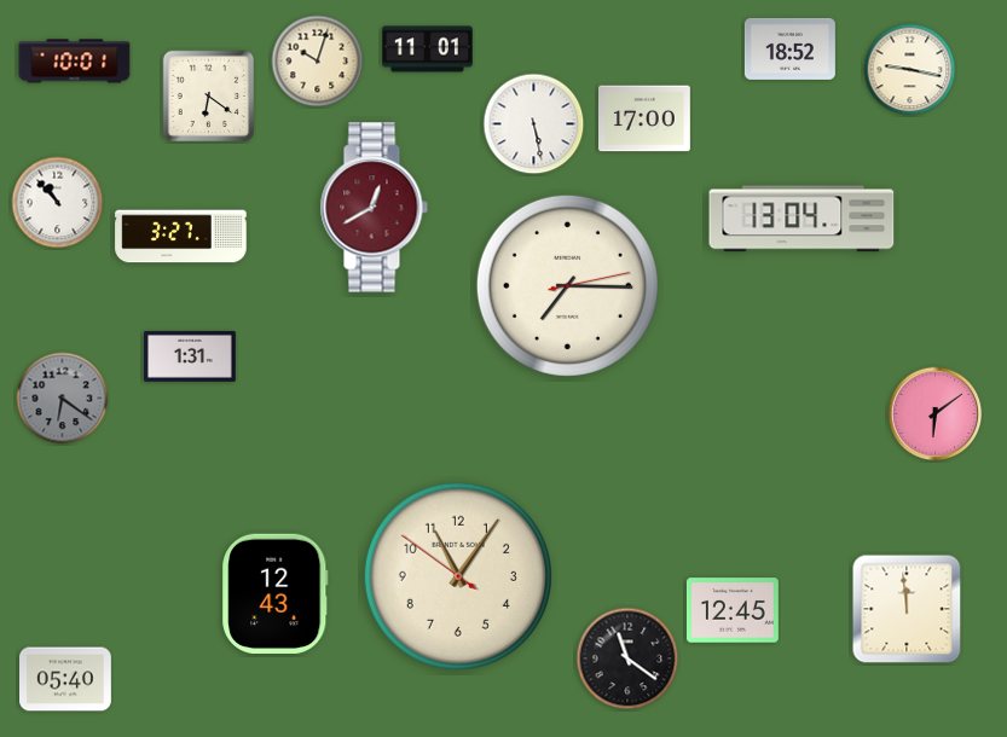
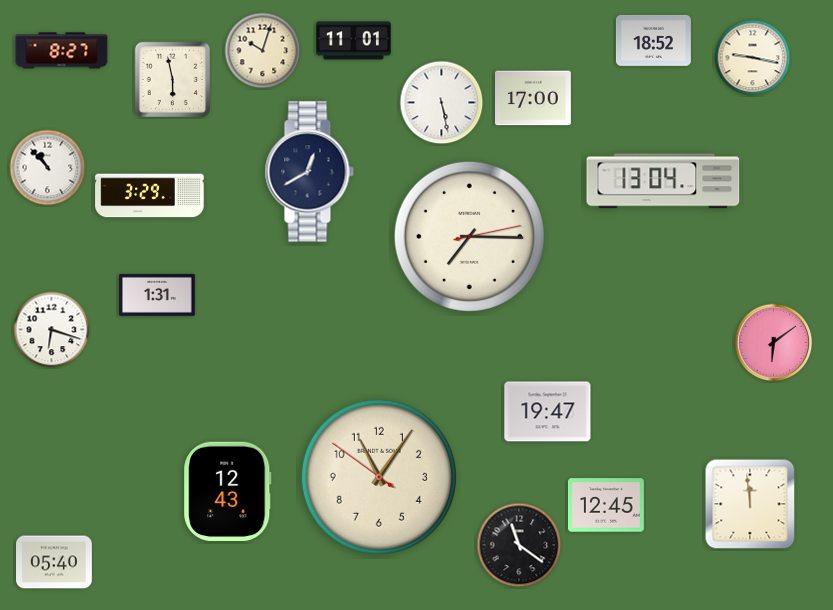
clock at (75, 62): 10:01 -> 8:27
clock at (209, 97): 6:21 -> 5:58
clock at (374, 208) dial: burgundy -> navy
clock at (181, 237): 3:27 -> 3:29
clock at (63, 399): 6:21 -> 6:18
clock at (63, 399) dial: grey -> white
clock at (548, 412): none -> 19:47
